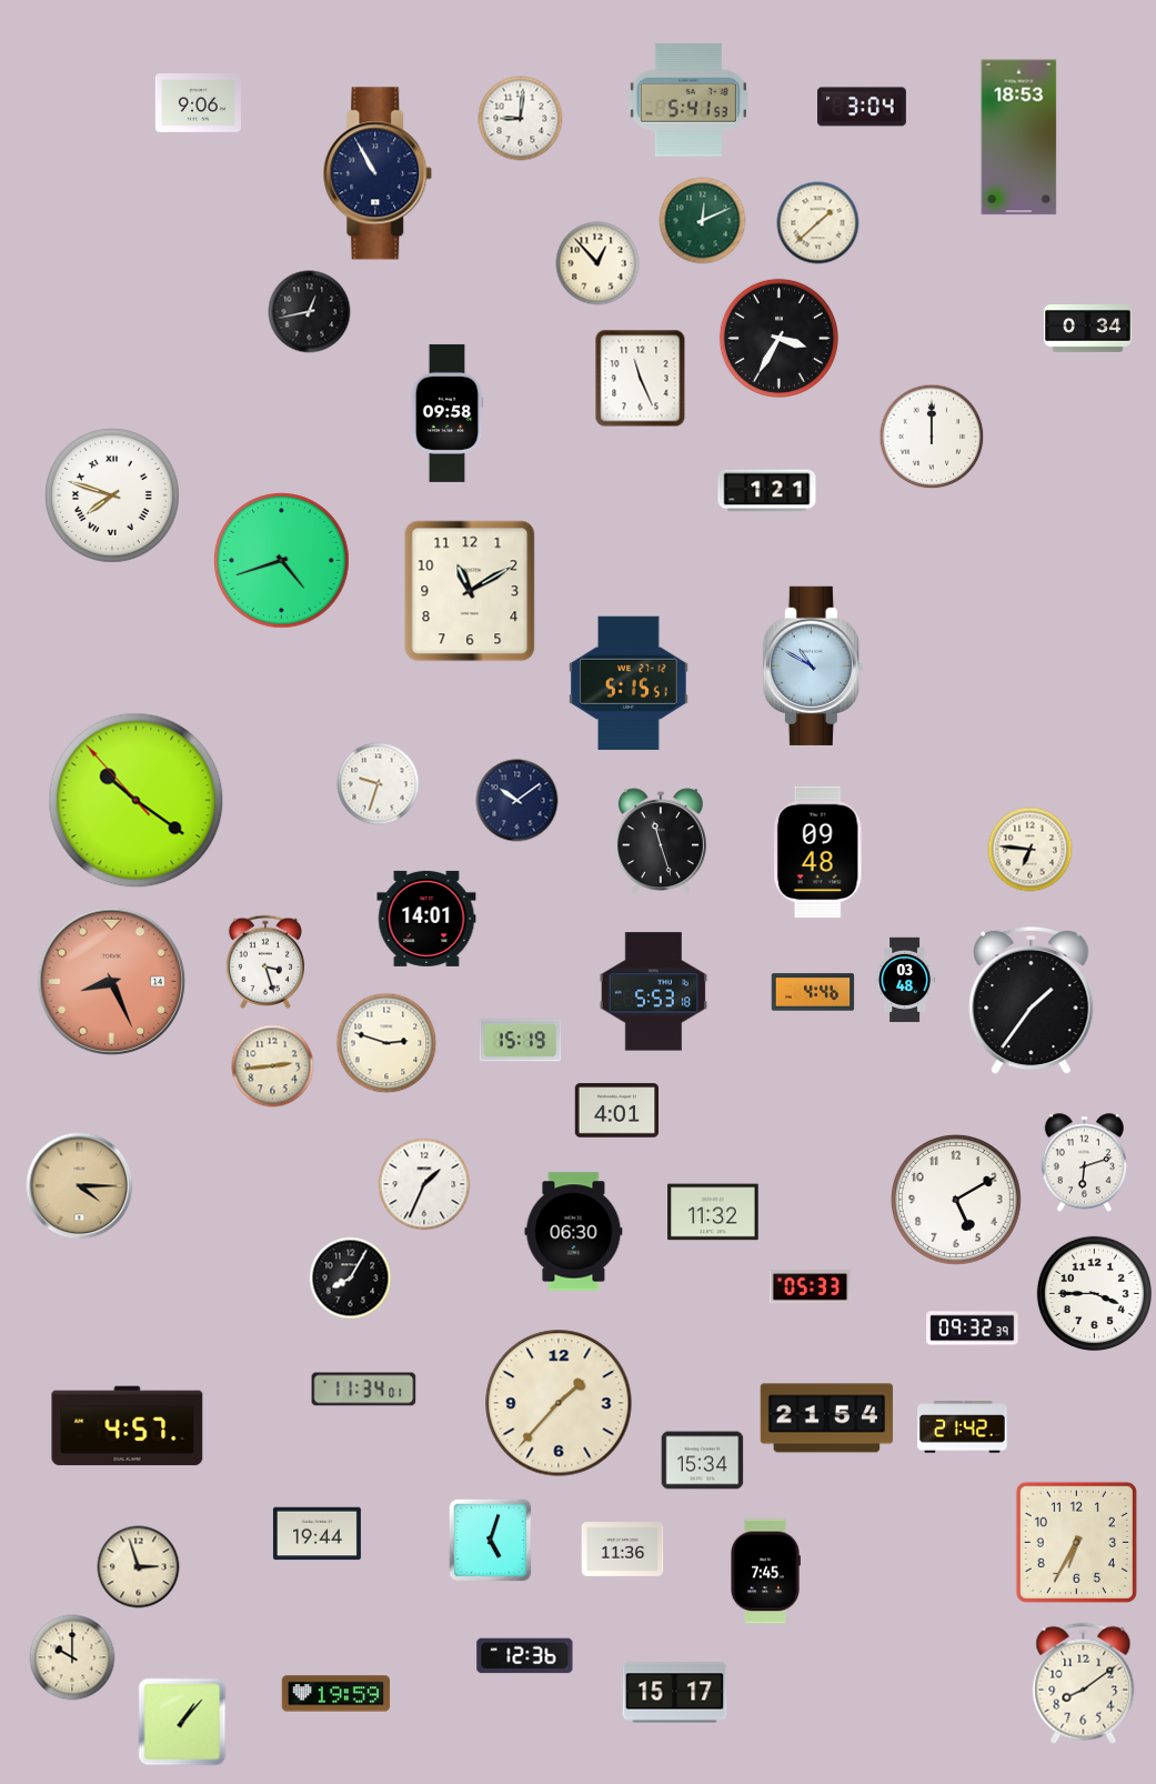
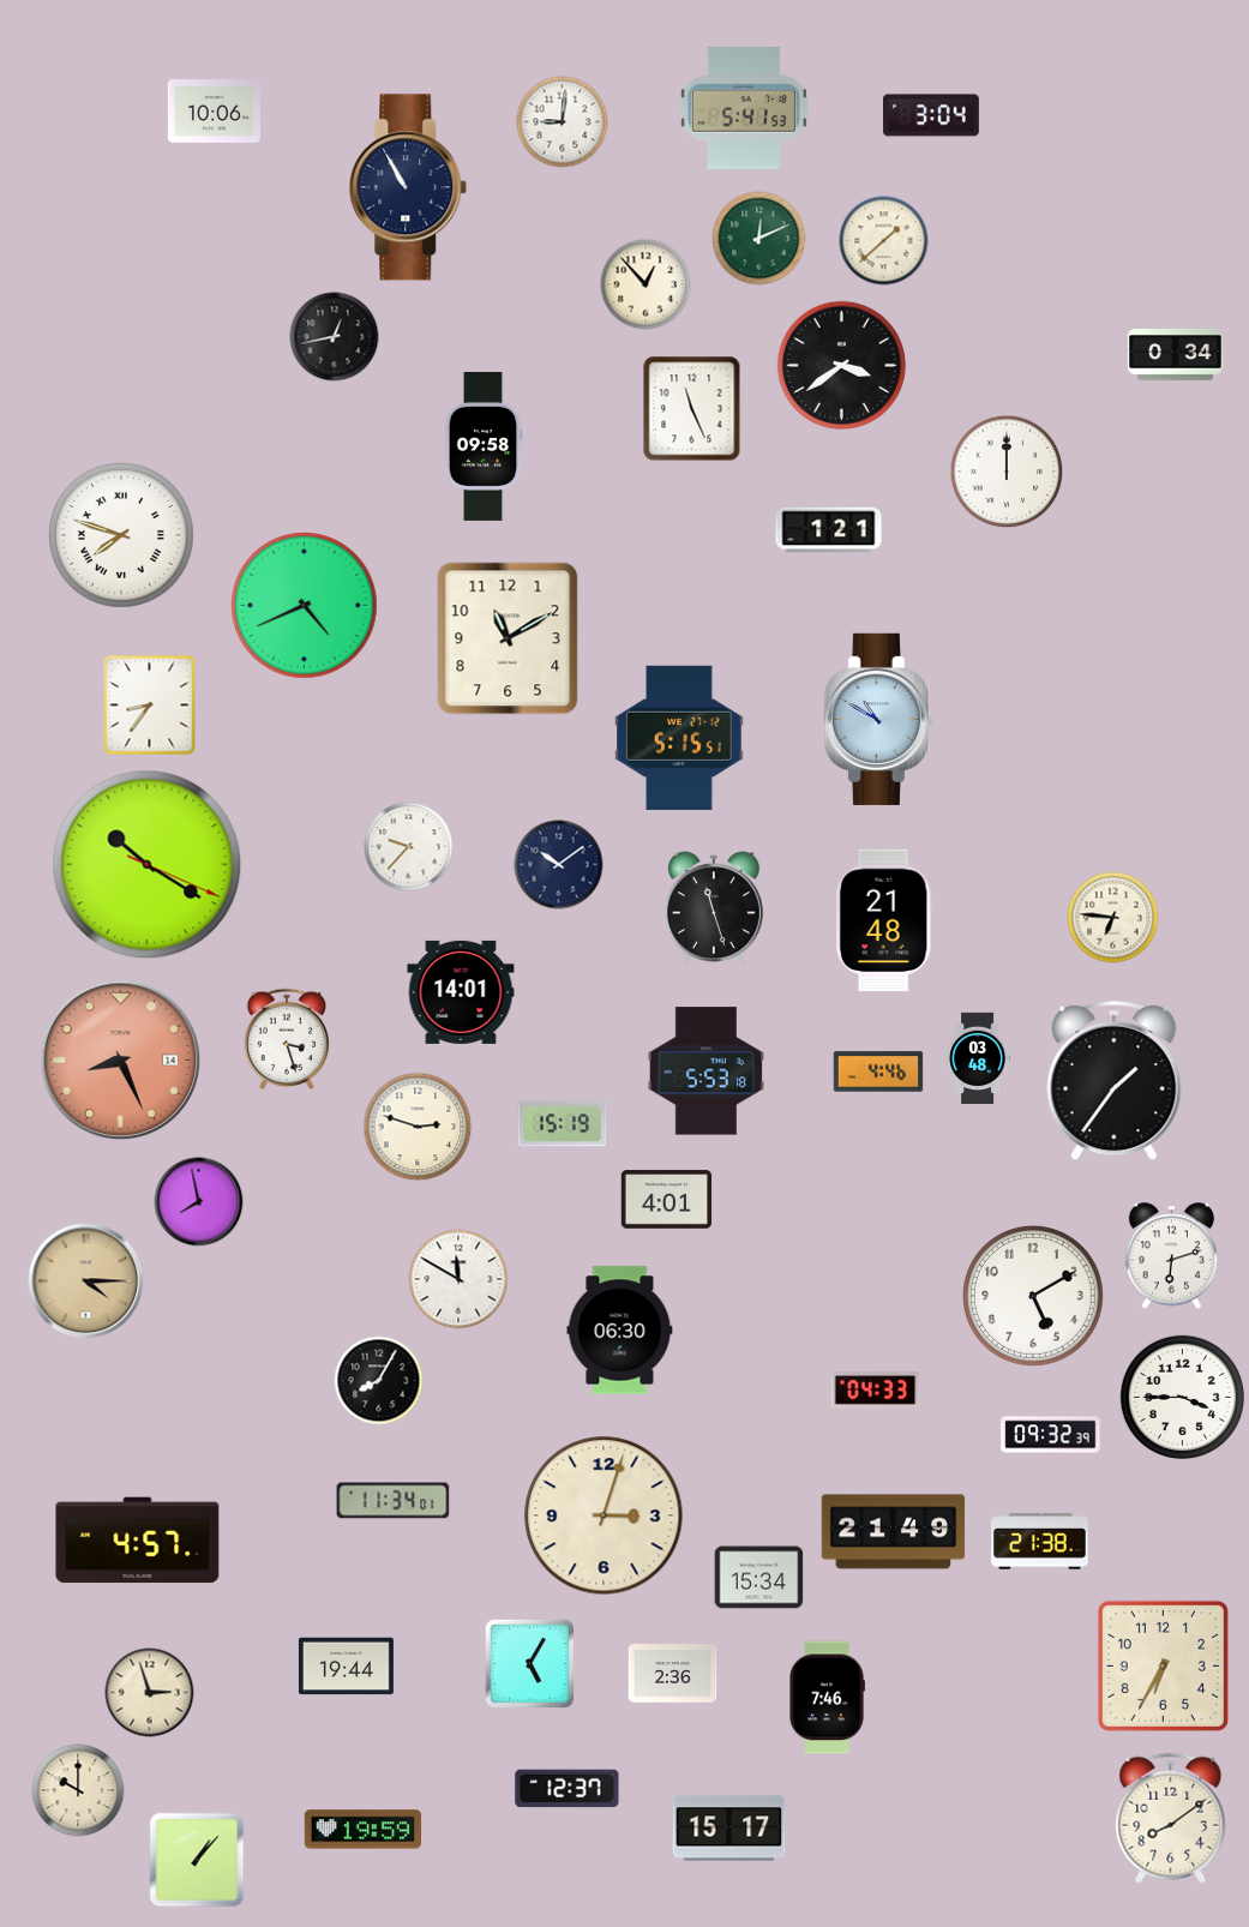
clock at (198, 103): 9:06 -> 10:06
clock at (521, 119) position: (521, 119) -> (563, 122)
clock at (1019, 138): 18:53 -> none
clock at (778, 338): 3:35 -> 3:39
clock at (282, 561): 4:42 -> 4:41
clock at (150, 706): none -> 8:36
clock at (379, 784): 9:33 -> 9:37
clock at (137, 801): 10:20:53 -> 10:20:19
clock at (818, 852): 09:48 -> 21:48
clock at (273, 1066): 2:44 -> none
clock at (199, 1202): none -> 7:58
clock at (424, 1184): 1:34 -> 11:50
clock at (713, 1212): 11:32 -> none
clock at (811, 1287): 05:33 -> 04:33
clock at (559, 1403): 1:37 -> 3:03
clock at (827, 1419): 21:54 -> 21:49
clock at (963, 1427): 21:42 -> 21:38
clock at (316, 1534) position: (316, 1534) -> (346, 1667)
clock at (491, 1541): 5:03 -> 5:05
clock at (623, 1550): 11:36 -> 2:36
clock at (765, 1572): 7:45 -> 7:46
clock at (525, 1656): 12:36 -> 12:37
